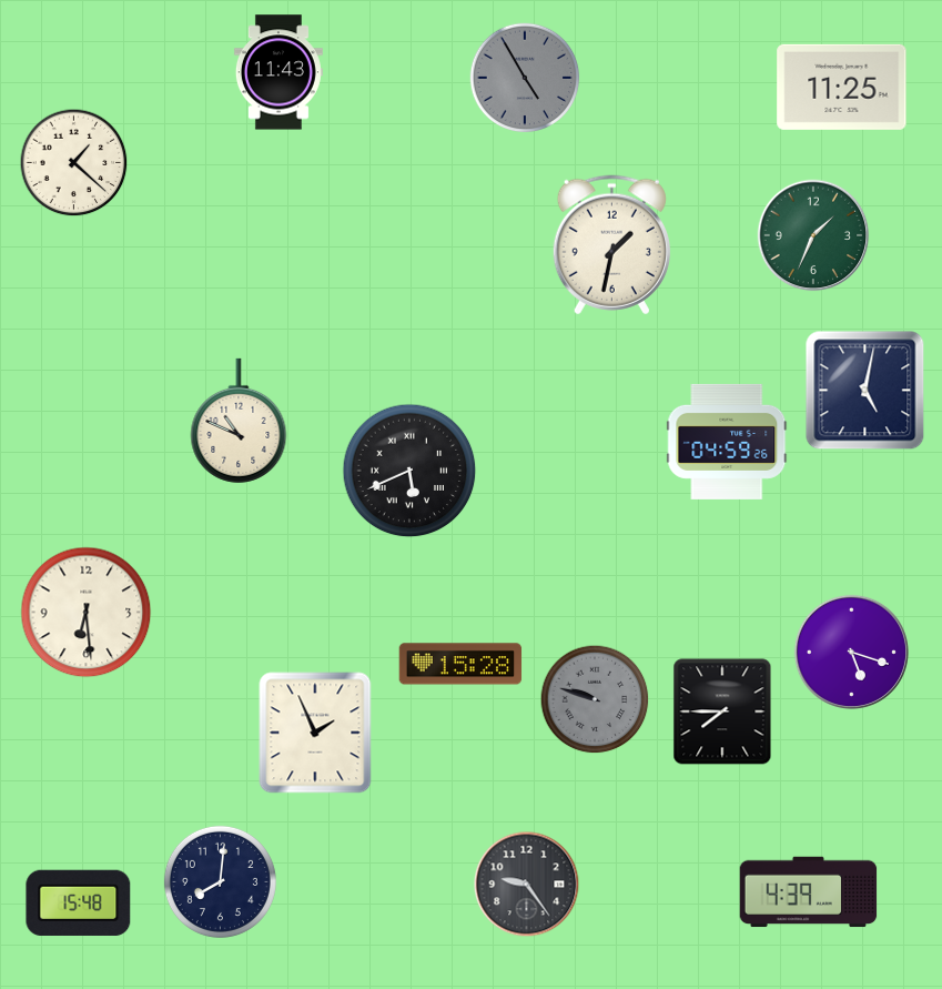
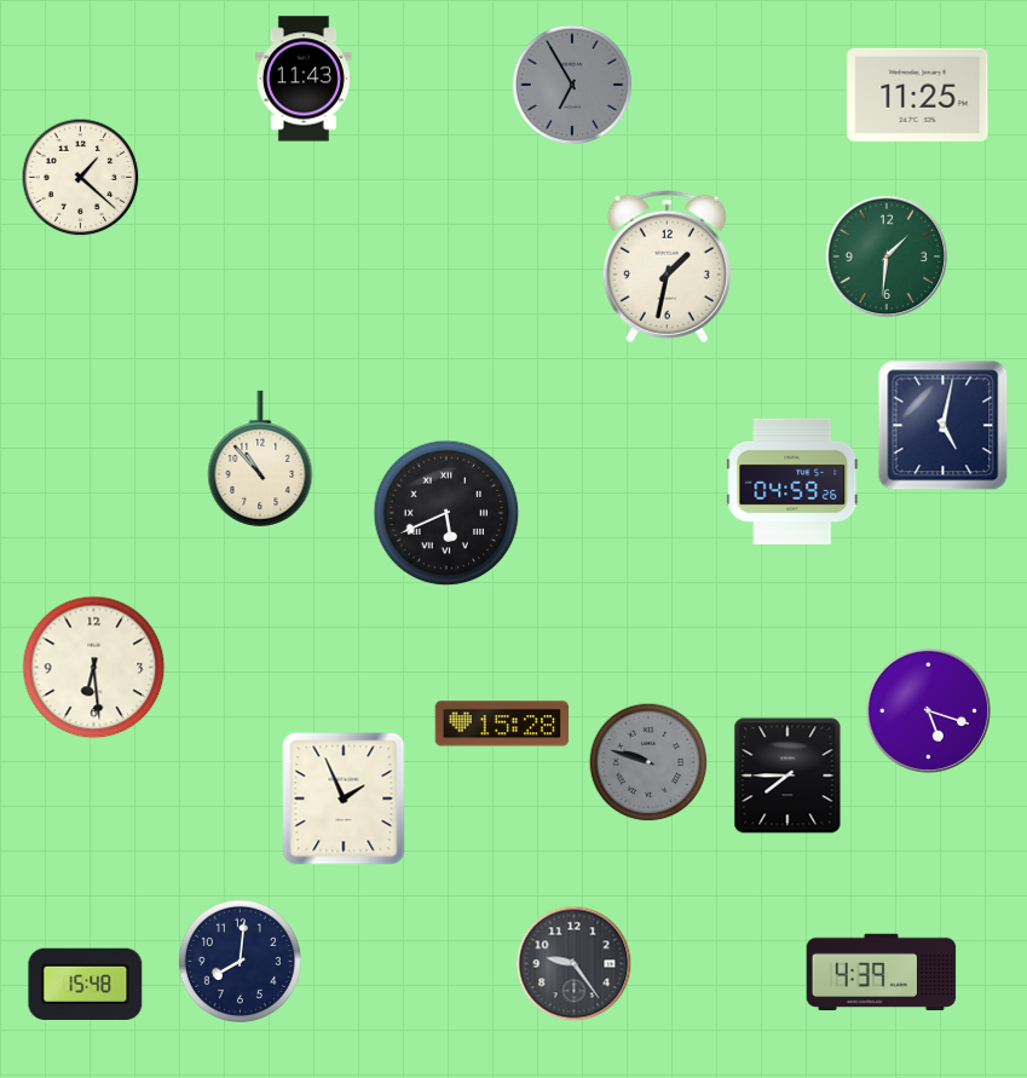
clock at (525, 78): 4:55 -> 6:55
clock at (813, 235): 1:34 -> 1:31
clock at (239, 421): 10:49 -> 10:53
